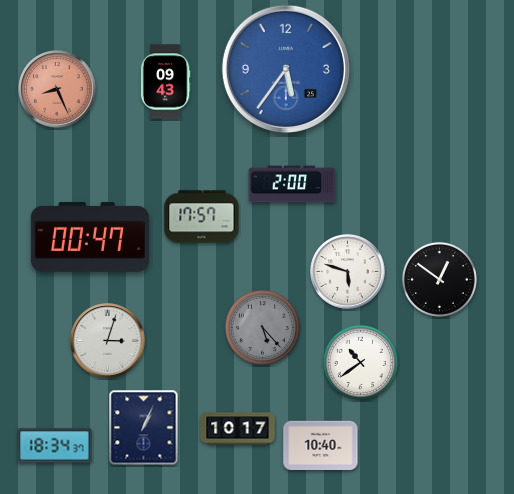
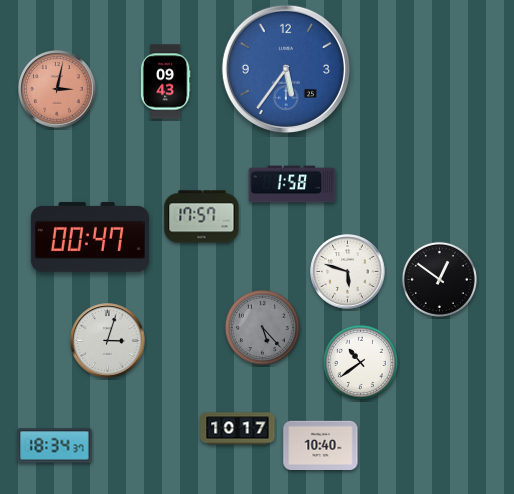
clock at (57, 89): 8:26 -> 3:02
clock at (292, 184): 2:00 -> 1:58
clock at (144, 428): 1:04 -> none
